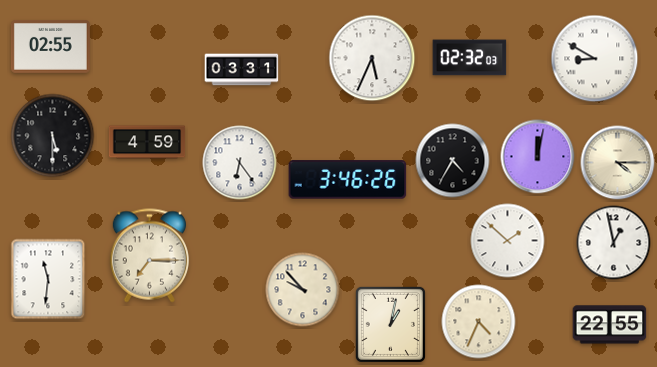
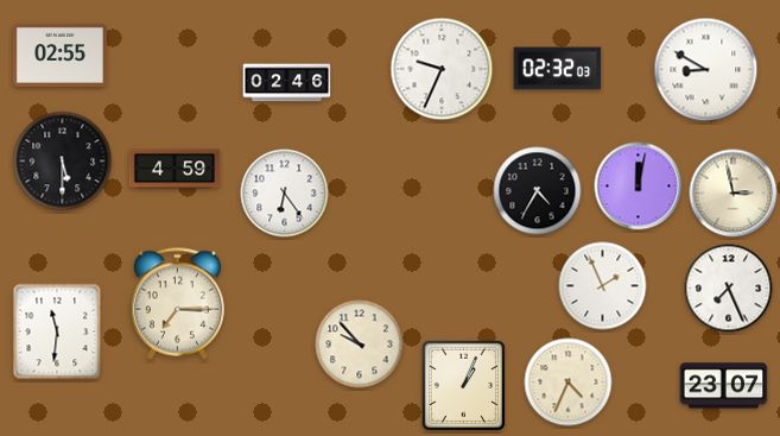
clock at (372, 58): 5:34 -> 9:34
clock at (242, 70): 03:31 -> 02:46
clock at (618, 163): 4:15 -> 2:58
clock at (348, 180): 3:46 -> none
clock at (508, 241): 1:52 -> 1:56
clock at (614, 243): 12:58 -> 7:26
clock at (390, 324): 1:02 -> 1:04
clock at (610, 325): 22:55 -> 23:07
